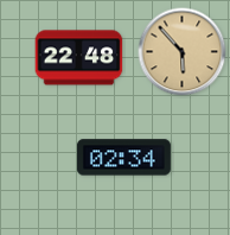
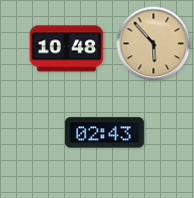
clock at (79, 58): 22:48 -> 10:48
clock at (123, 158): 02:34 -> 02:43
